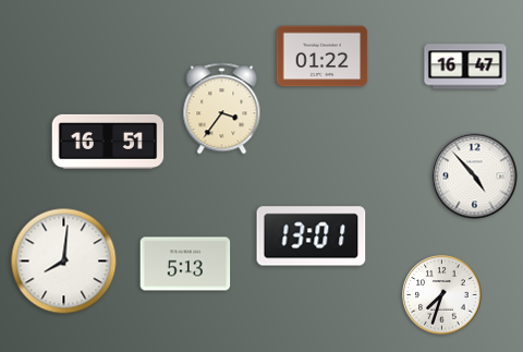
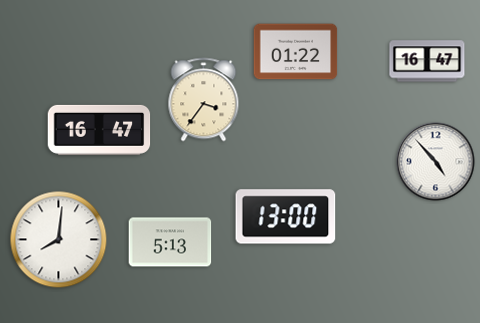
clock at (108, 142): 16:51 -> 16:47
clock at (312, 236): 13:01 -> 13:00
clock at (442, 295): 7:33 -> none
